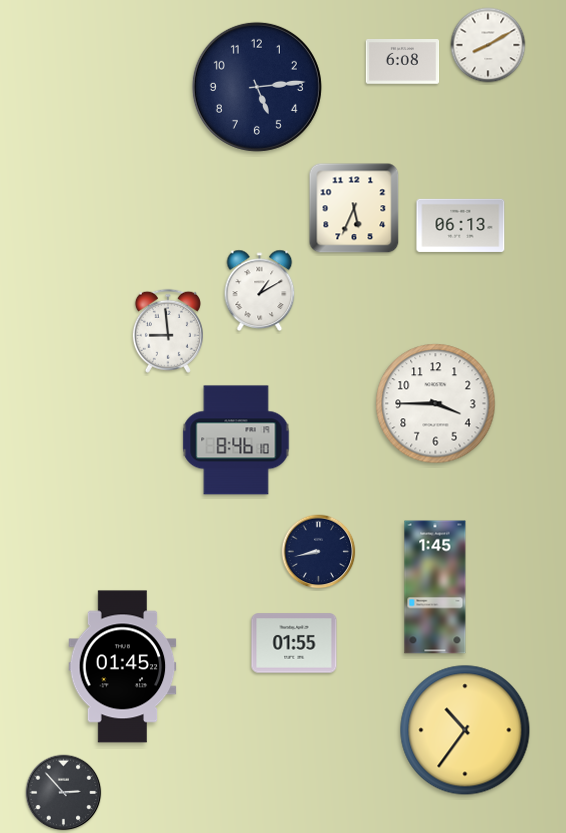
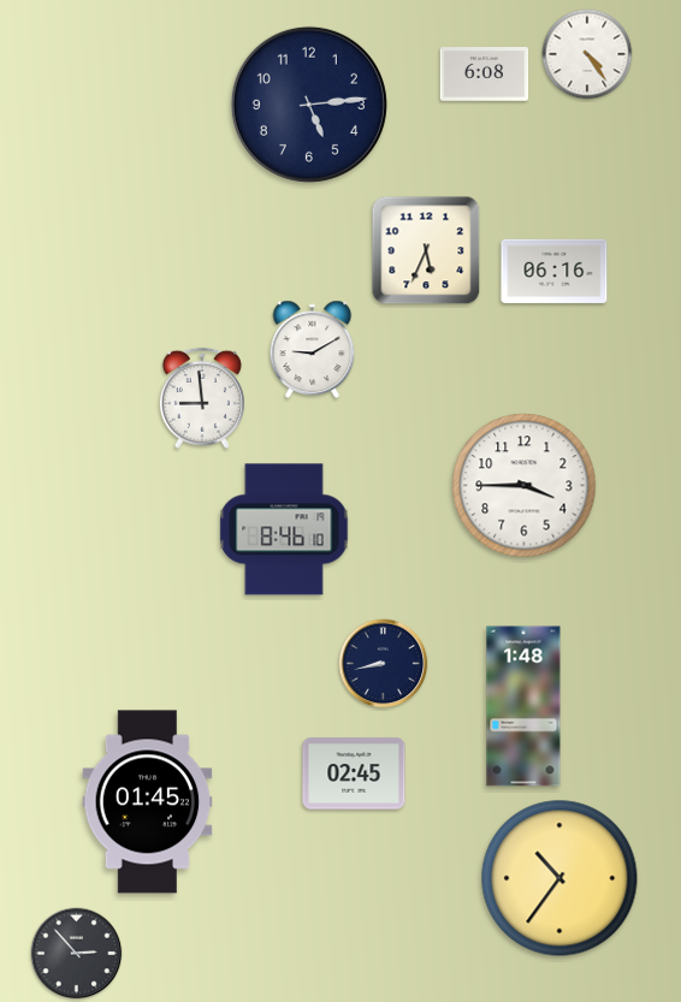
clock at (488, 45): 8:10 -> 4:24
clock at (461, 225): 06:13 -> 06:16
clock at (260, 290): 1:10 -> 9:10
clock at (435, 587): 1:45 -> 1:48
clock at (294, 643): 01:55 -> 02:45
